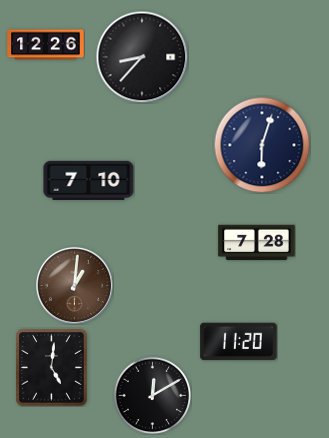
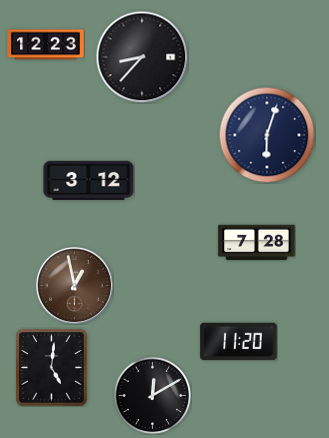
clock at (46, 45): 12:26 -> 12:23
clock at (262, 145) position: (262, 145) -> (267, 135)
clock at (89, 180): 7:10 -> 3:12
clock at (74, 285): 1:01 -> 12:58
